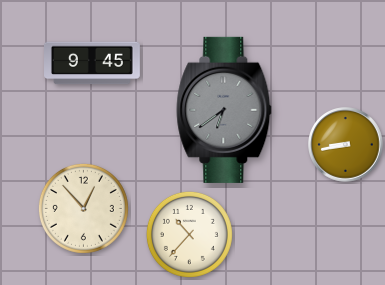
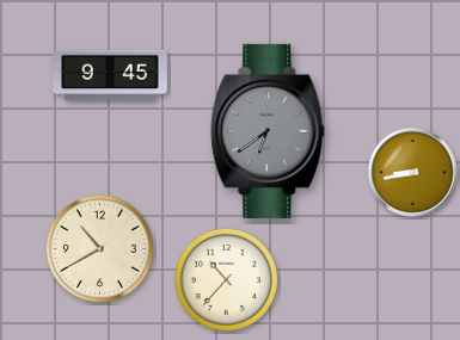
clock at (83, 208): 12:53 -> 10:40
